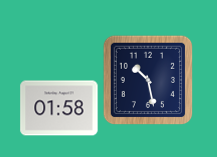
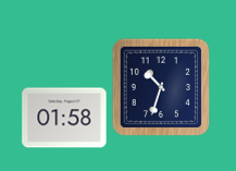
clock at (148, 80): 10:28 -> 10:33
